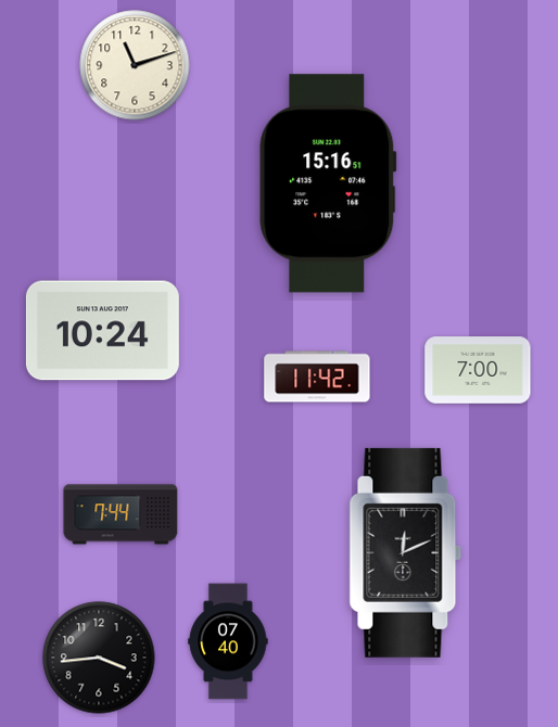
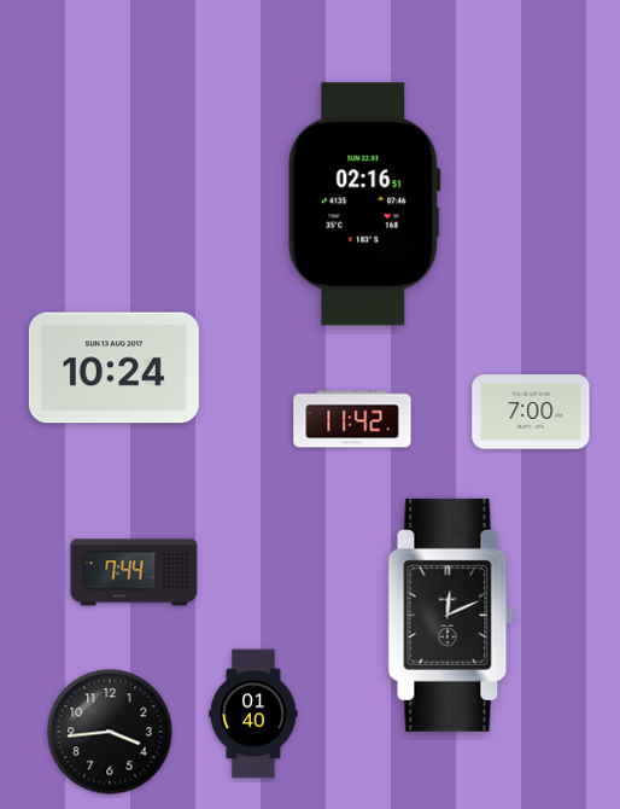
clock at (135, 65): 11:12 -> none
clock at (328, 183): 15:16 -> 02:16
clock at (228, 641): 07:40 -> 01:40
